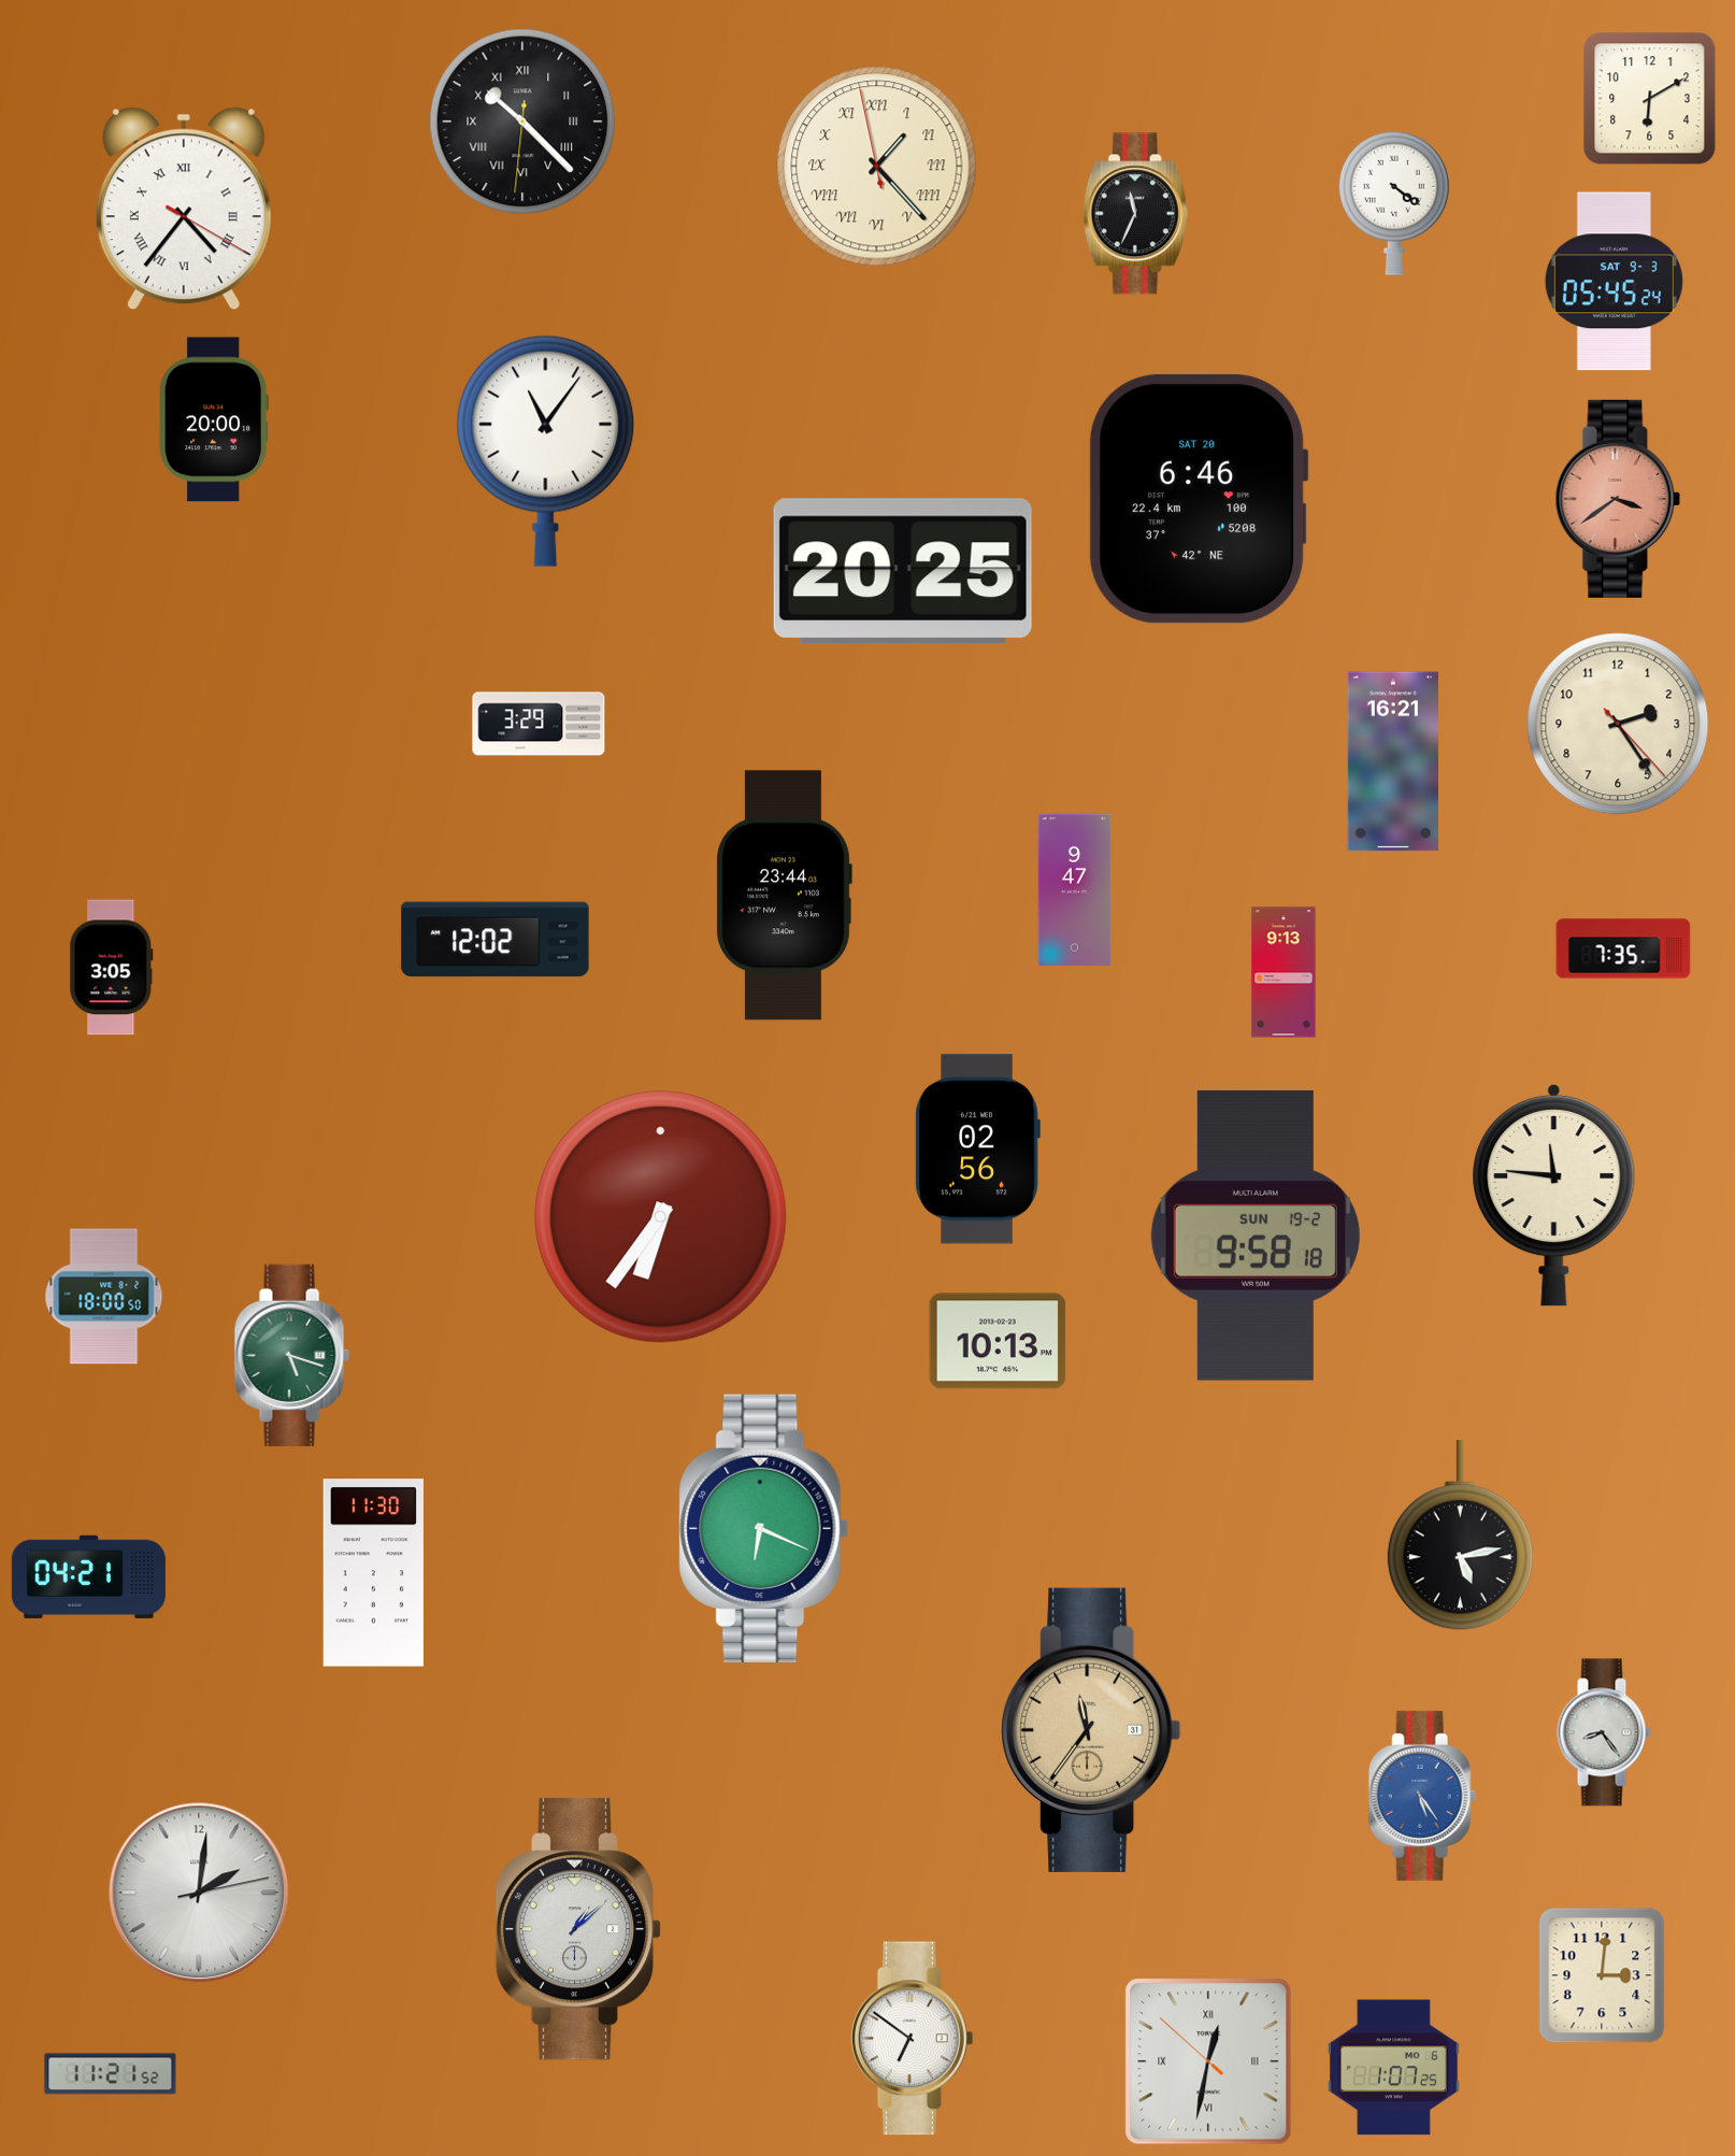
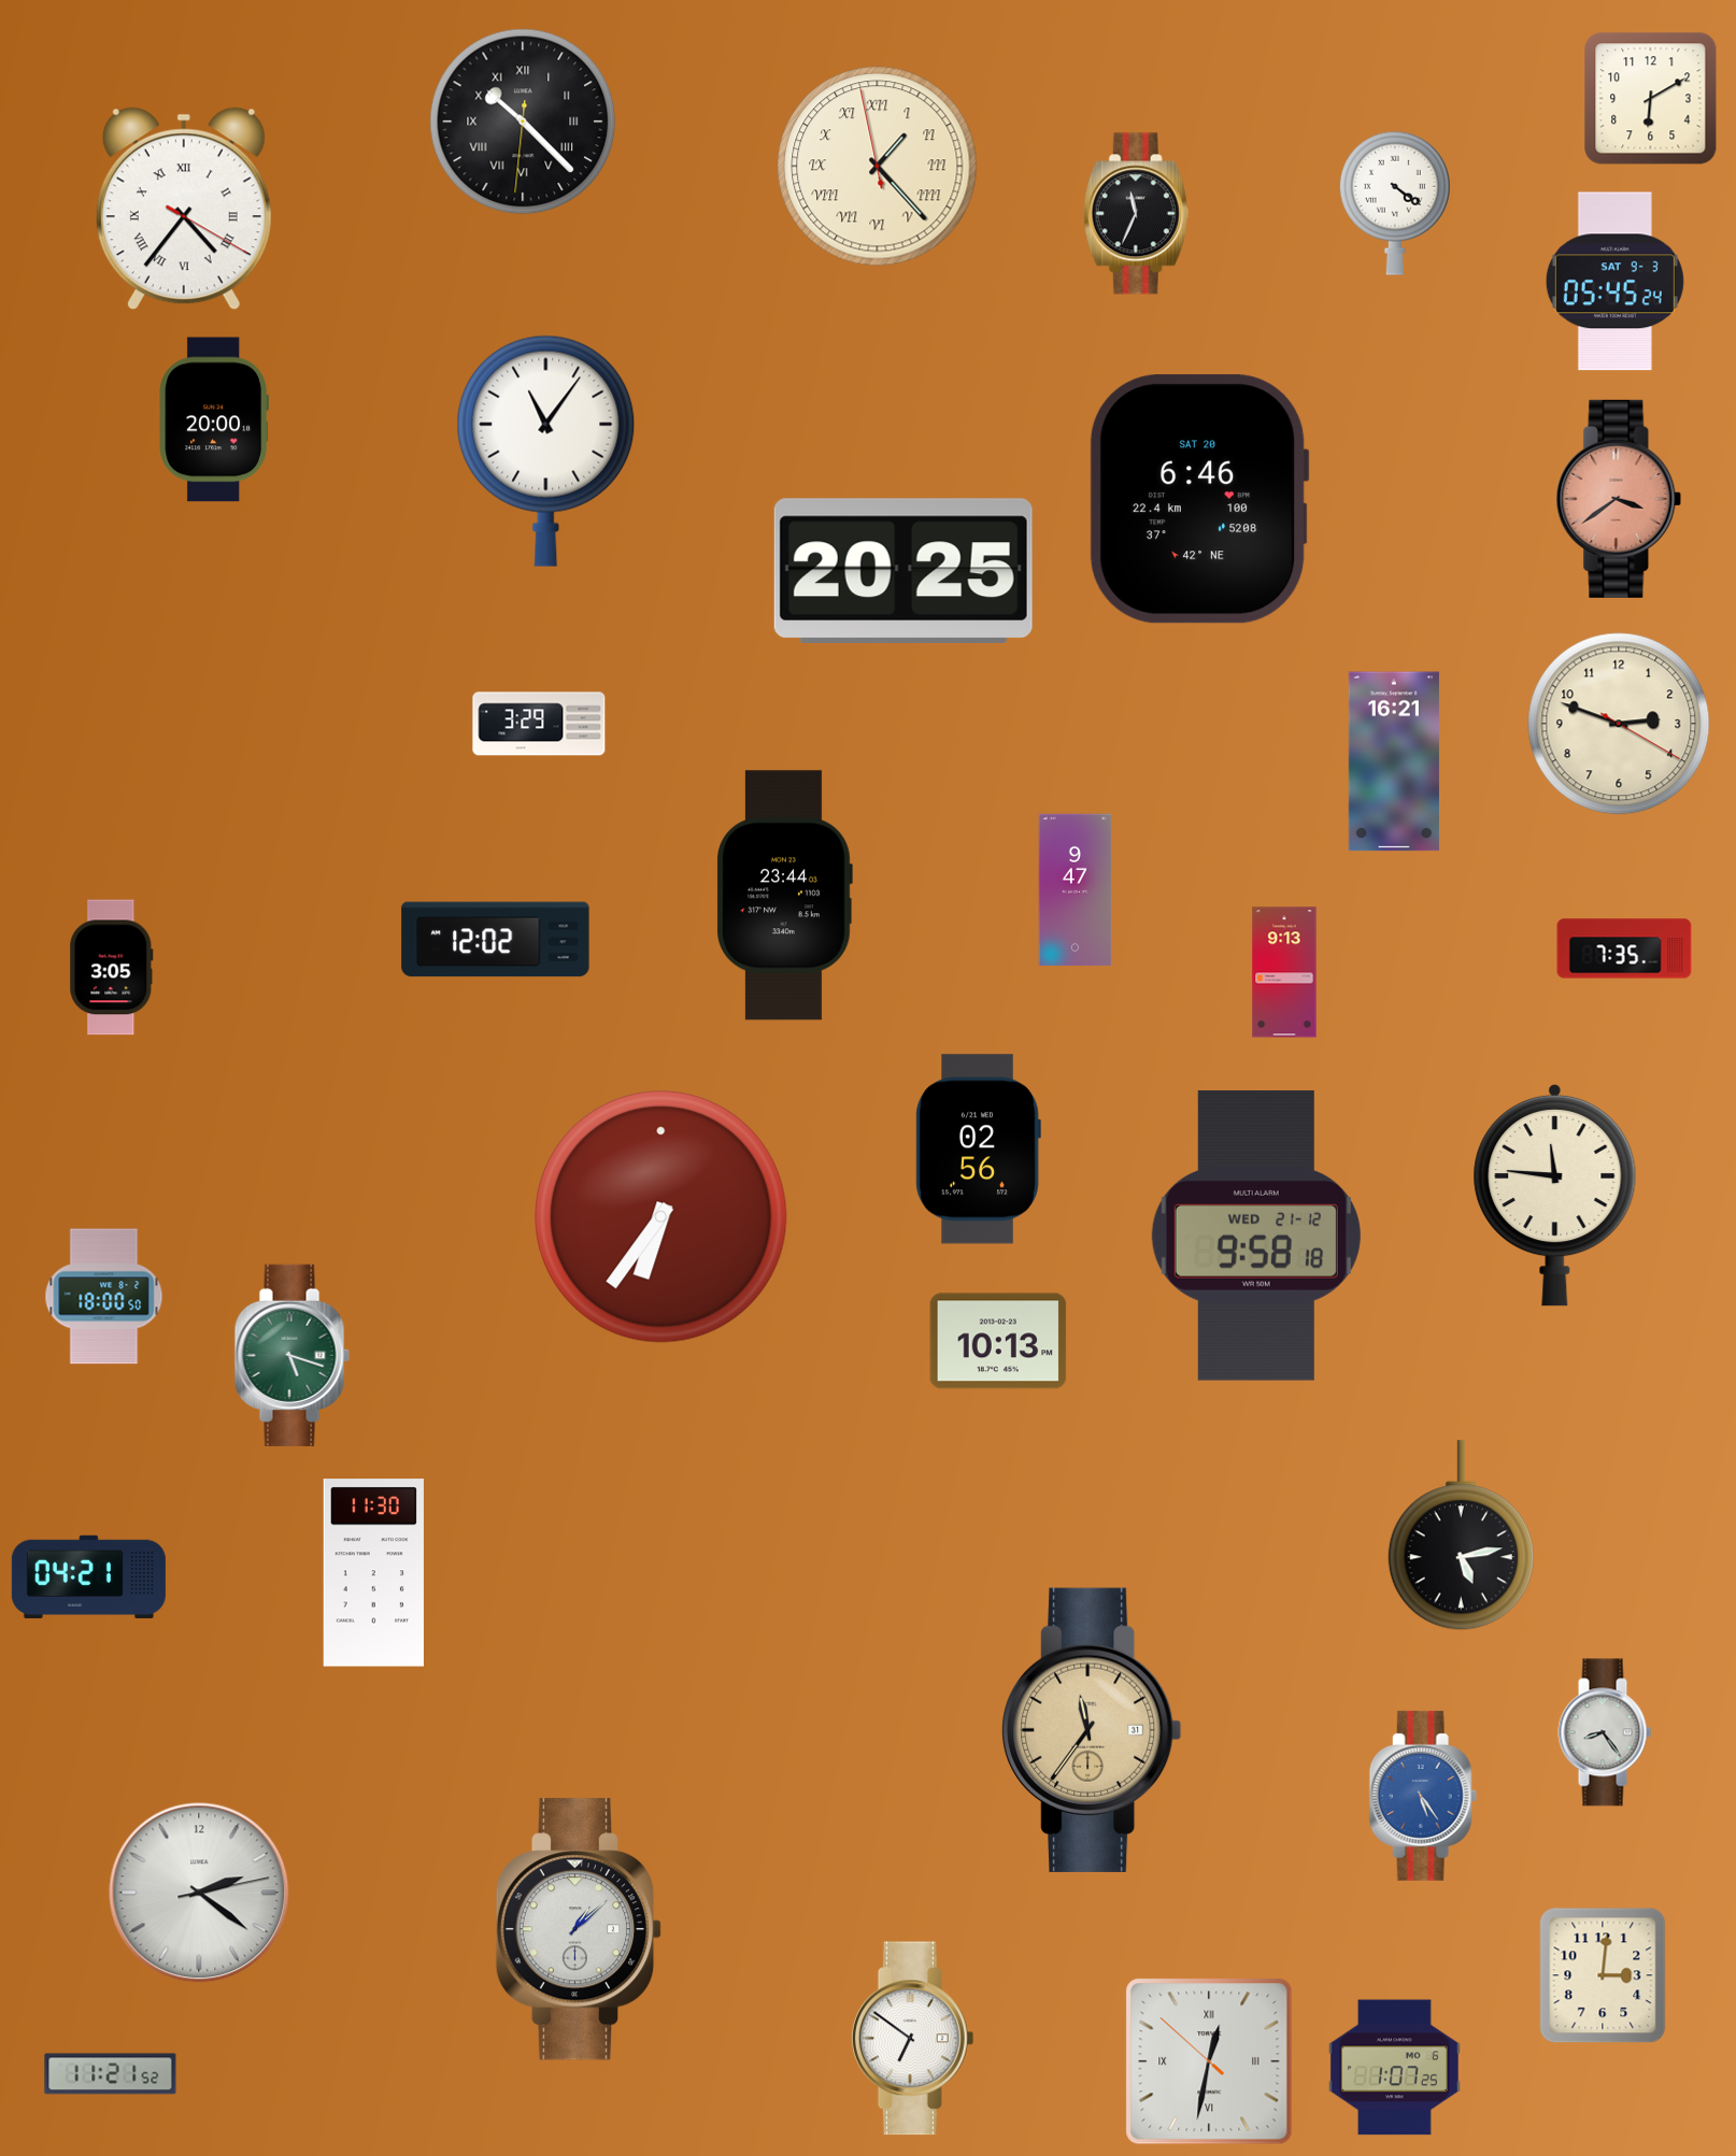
clock at (1618, 724): 2:24 -> 2:48
clock at (1256, 1236) date: SUN 19-2 -> WED 21-12
clock at (764, 1528): 6:19 -> none
clock at (199, 1893): 2:01 -> 2:21
